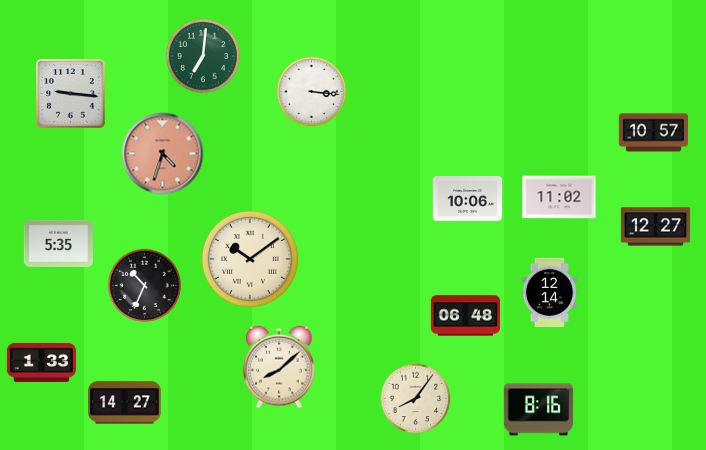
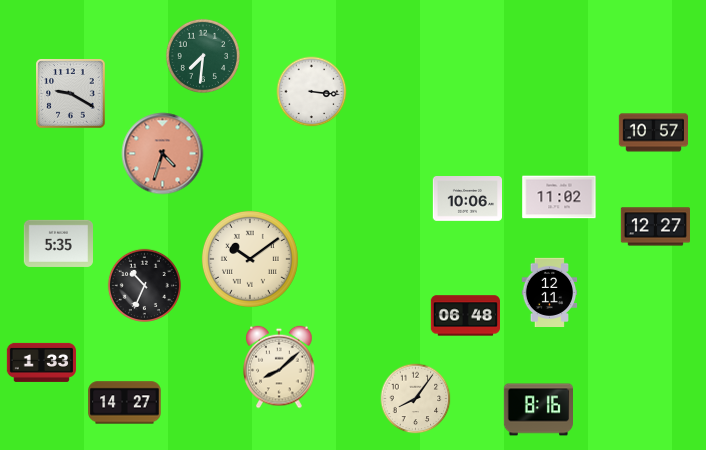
clock at (203, 56): 7:01 -> 7:31
clock at (71, 94): 9:16 -> 9:20
clock at (550, 292): 12:14 -> 12:11
